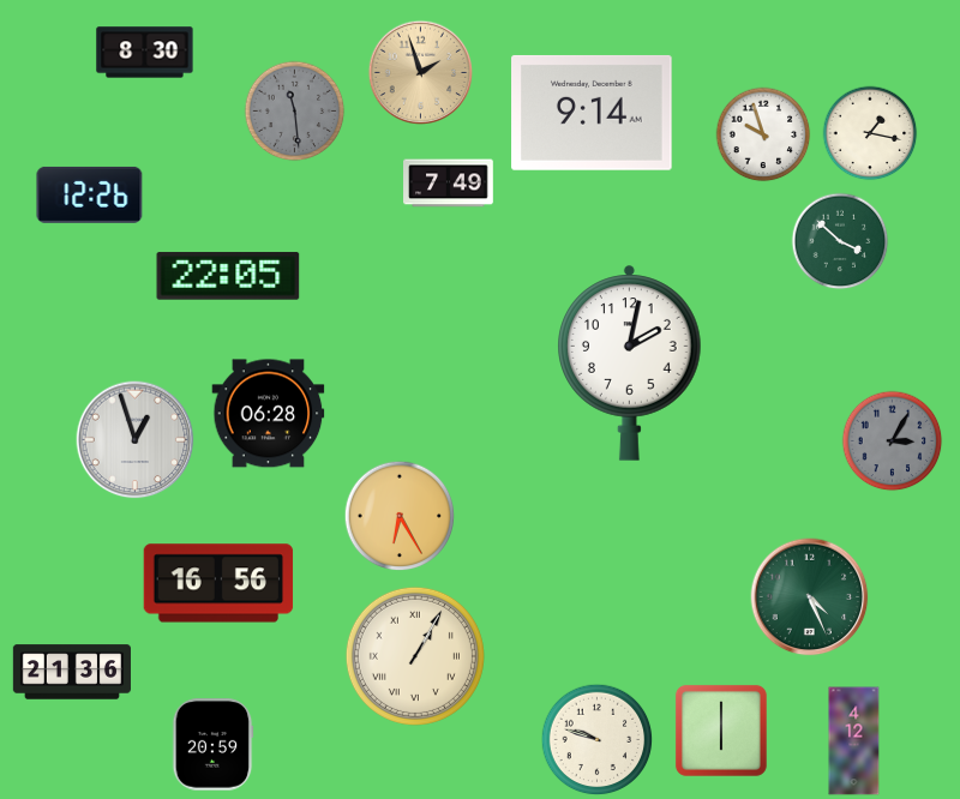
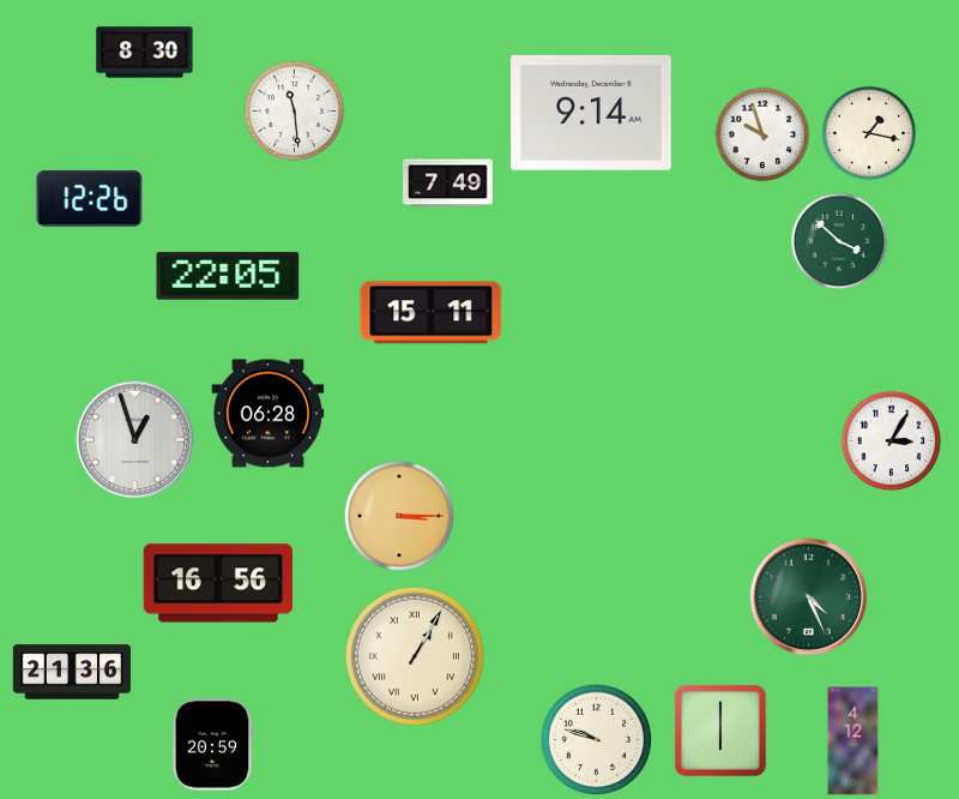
clock at (421, 73): 1:57 -> none
clock at (295, 112) dial: grey -> white
clock at (90, 194) position: (90, 194) -> (90, 198)
clock at (432, 313): none -> 15:11
clock at (630, 362): 2:02 -> none
clock at (893, 441) dial: grey -> white
clock at (400, 516): 6:25 -> 3:15
